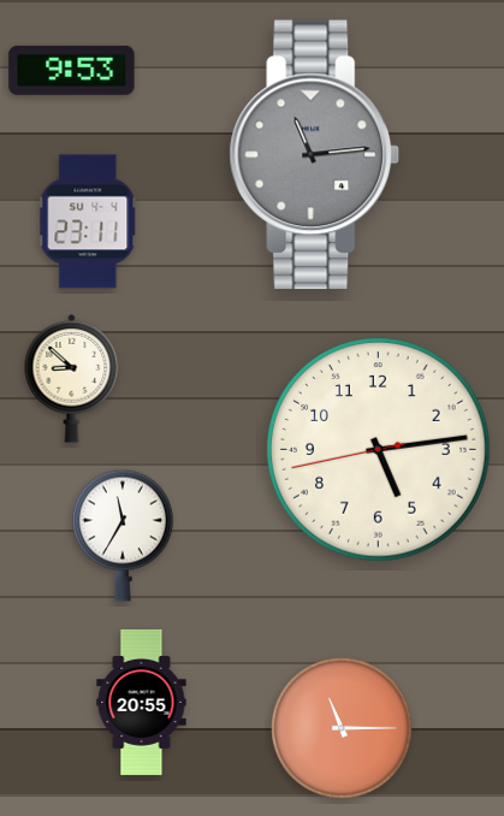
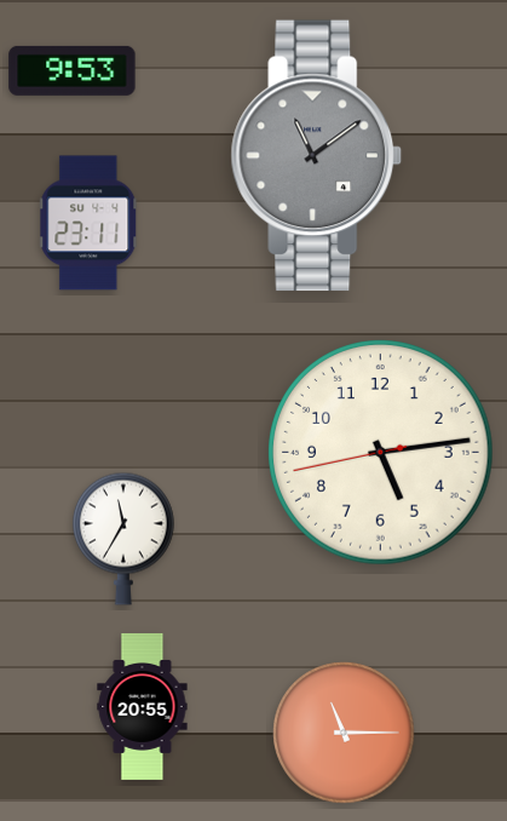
clock at (315, 155): 11:14 -> 11:09
clock at (72, 379): 8:52 -> none
